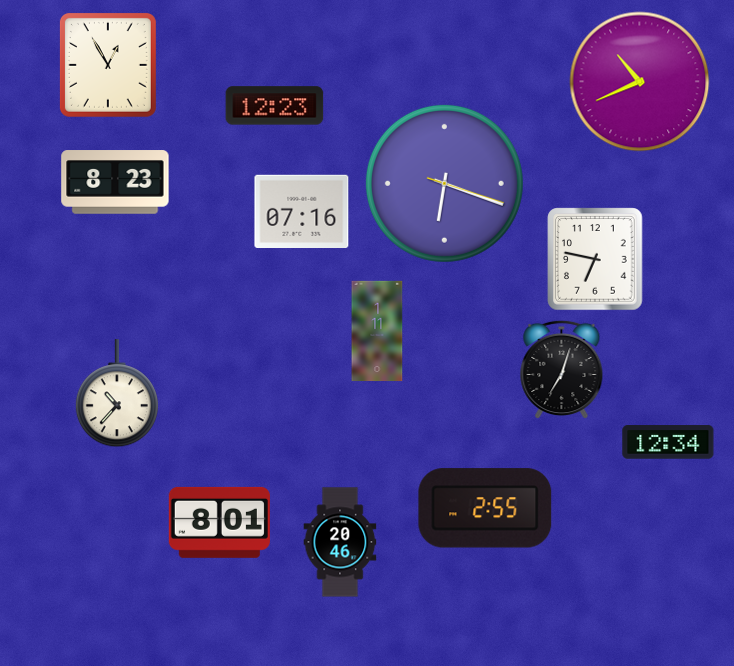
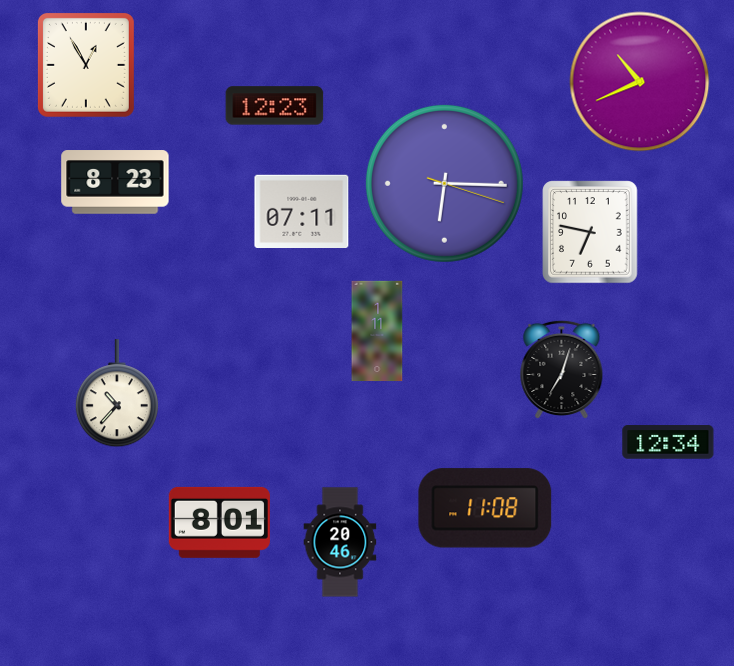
clock at (108, 65) position: (108, 65) -> (86, 65)
clock at (444, 183): 6:18 -> 6:15
clock at (302, 211): 07:16 -> 07:11
clock at (595, 259) position: (595, 259) -> (590, 232)
clock at (485, 508): 2:55 -> 11:08
